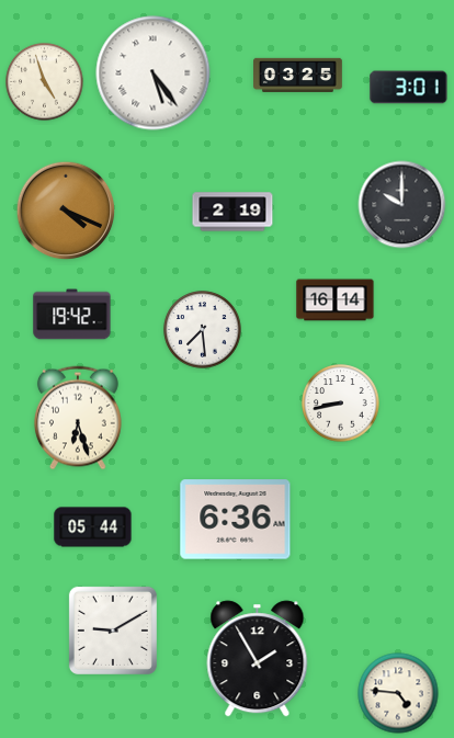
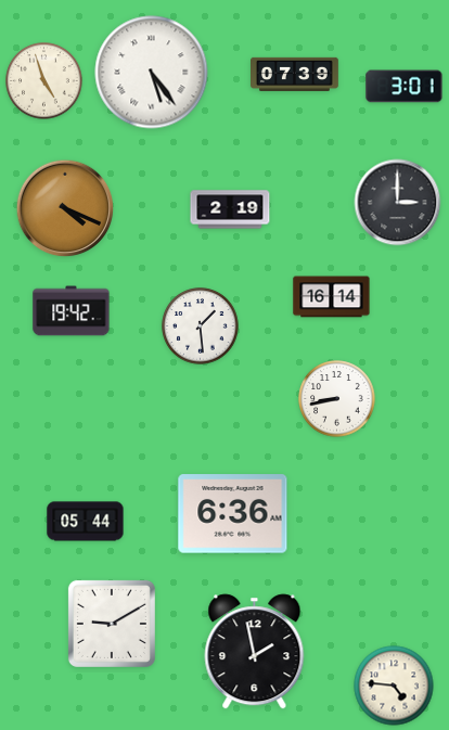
clock at (298, 75): 03:25 -> 07:39
clock at (402, 205): 10:00 -> 3:00
clock at (203, 330): 7:29 -> 1:29
clock at (78, 418): 6:27 -> none
clock at (93, 527) position: (93, 527) -> (86, 522)
clock at (258, 659): 1:55 -> 1:58
